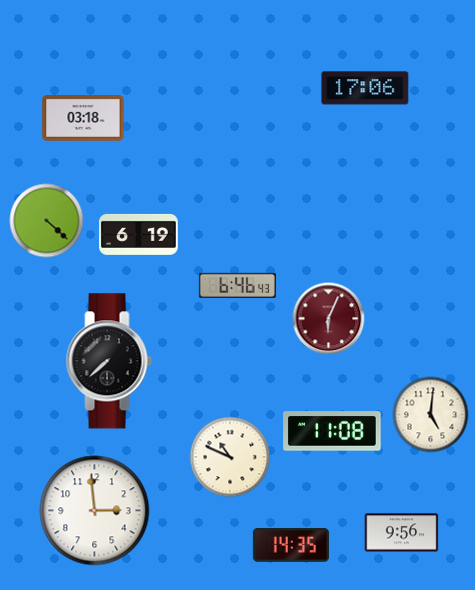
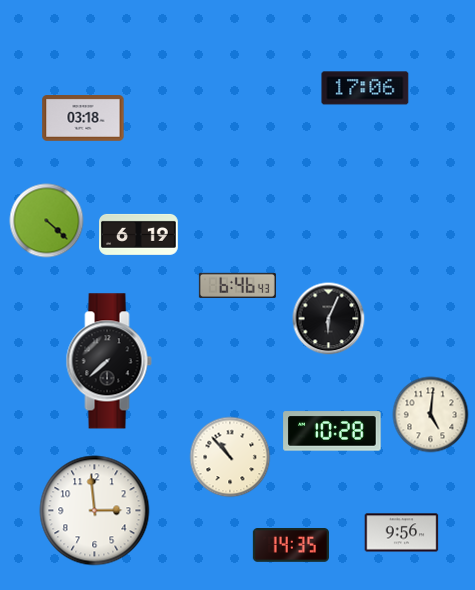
clock at (329, 319) dial: burgundy -> black
clock at (332, 431): 11:08 -> 10:28
clock at (230, 457): 10:49 -> 10:53
